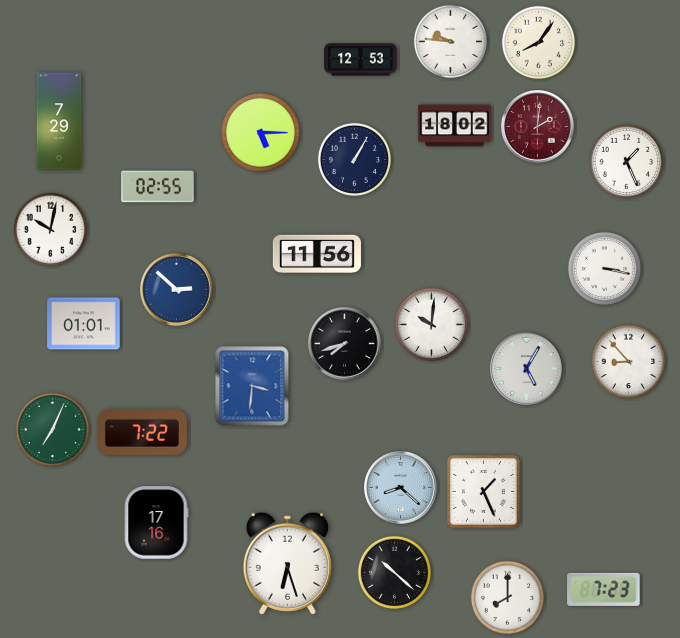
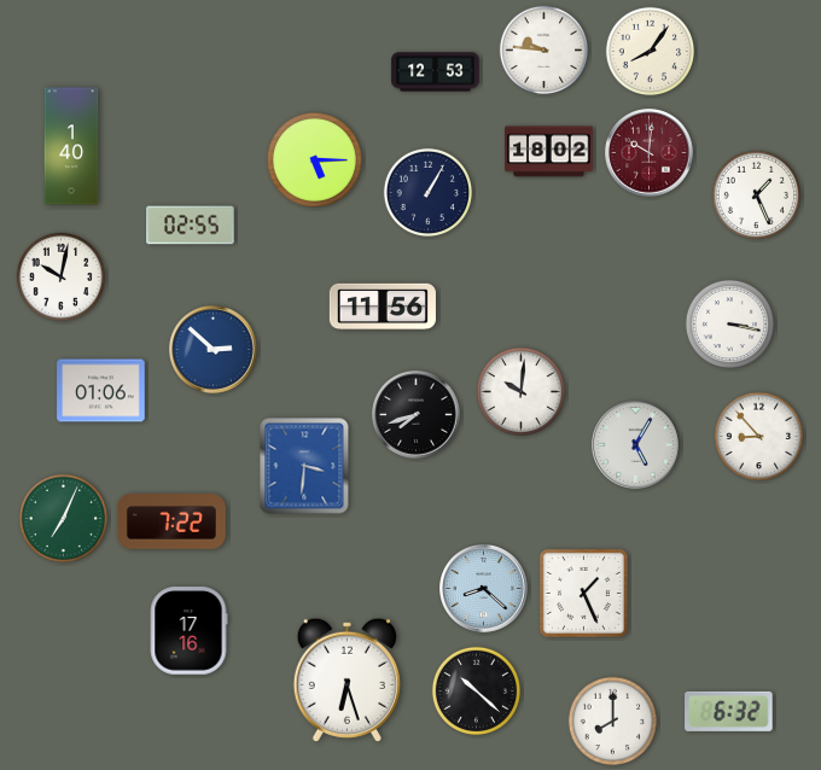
clock at (59, 121): 7:29 -> 1:40
clock at (538, 127): 2:01 -> 10:01
clock at (84, 324): 01:01 -> 01:06
clock at (604, 589): 7:23 -> 6:32
